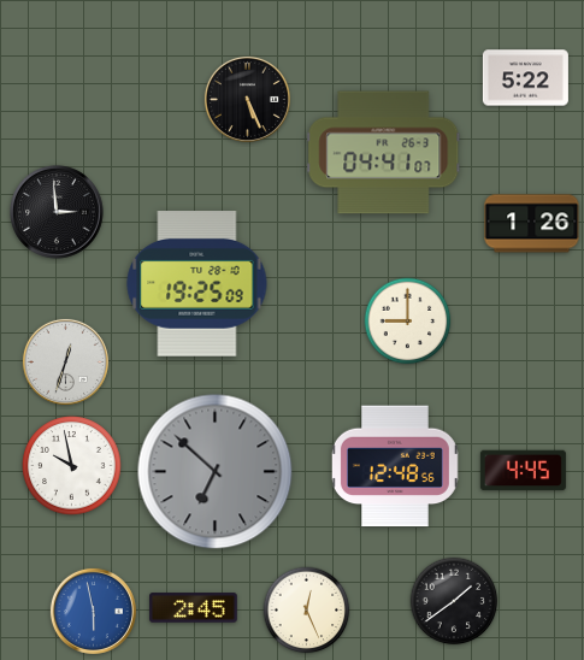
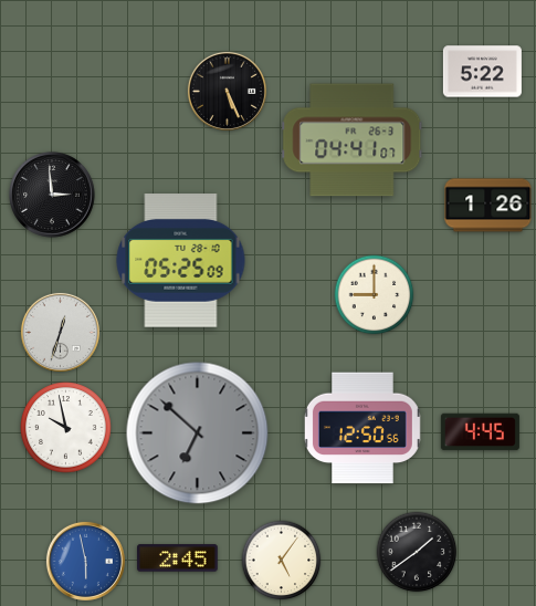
clock at (197, 284): 19:25 -> 05:25
clock at (395, 466): 12:48 -> 12:50
clock at (307, 611): 12:26 -> 5:06
